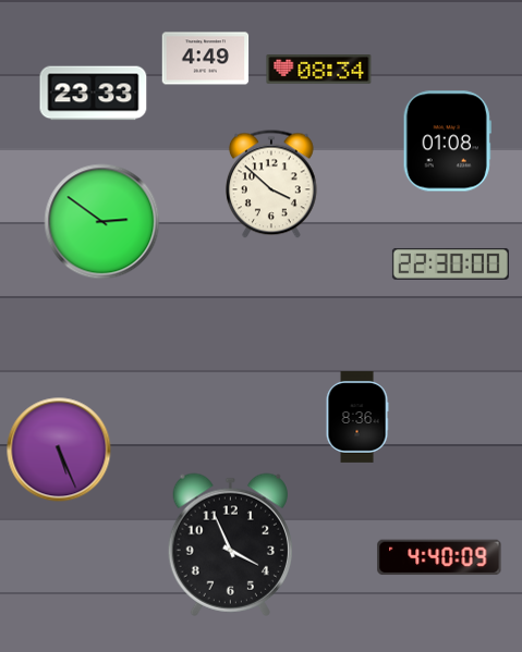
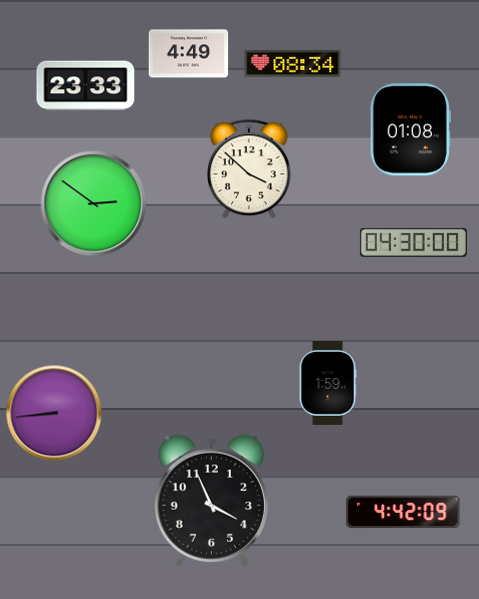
clock at (450, 263): 22:30 -> 04:30
clock at (357, 417): 8:36 -> 1:59
clock at (59, 450): 5:26 -> 8:44
clock at (439, 557): 4:40 -> 4:42
